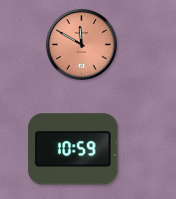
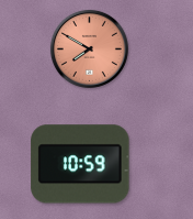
clock at (81, 44): 11:50 -> 7:50
